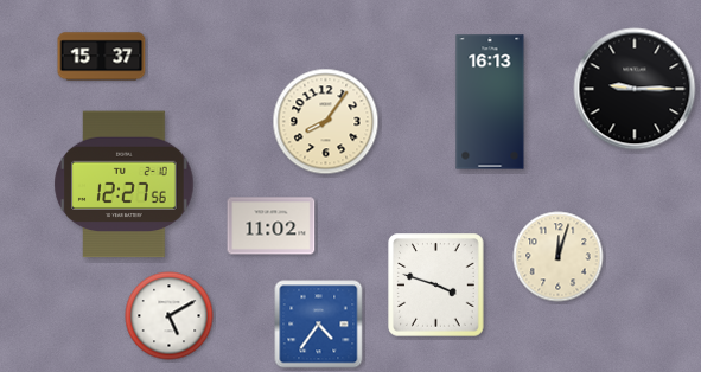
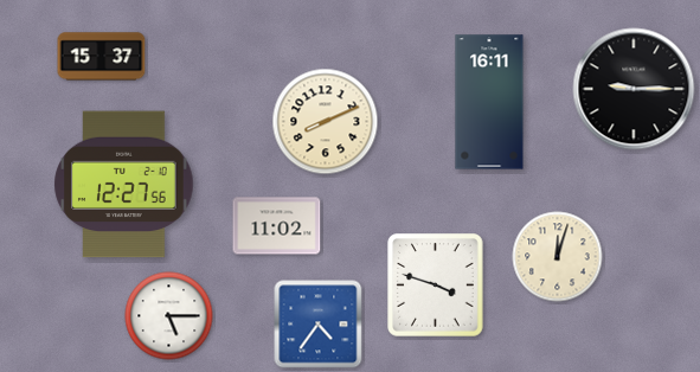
clock at (490, 102): 16:13 -> 16:11
clock at (326, 122): 8:06 -> 8:11
clock at (272, 226) position: (272, 226) -> (277, 226)
clock at (170, 316): 5:10 -> 5:15
